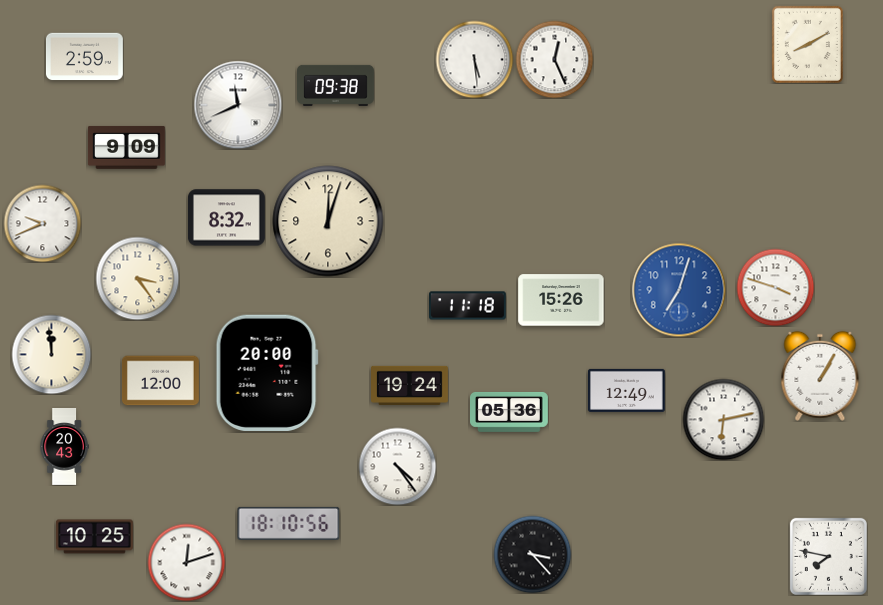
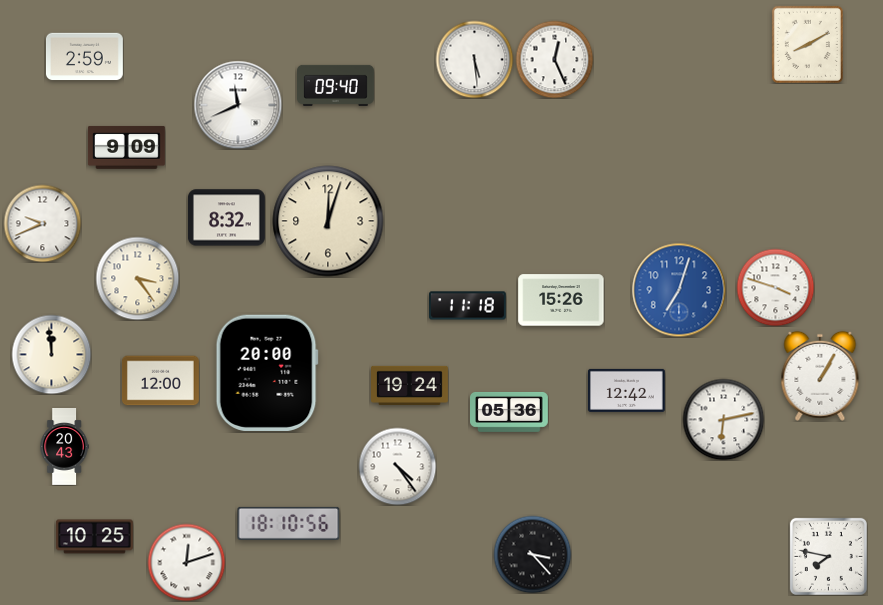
clock at (336, 85): 09:38 -> 09:40
clock at (626, 390): 12:49 -> 12:42
